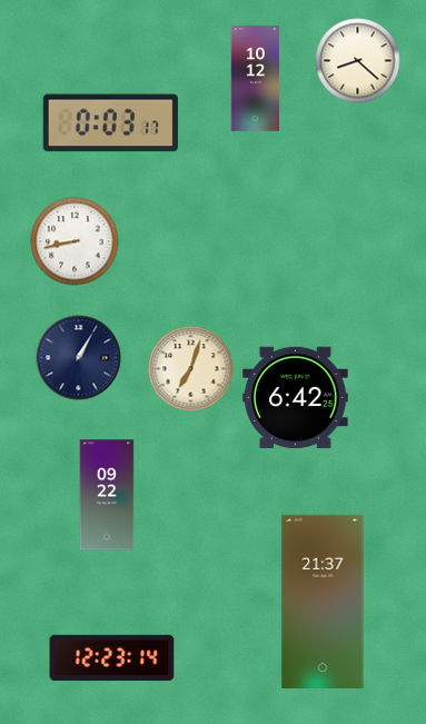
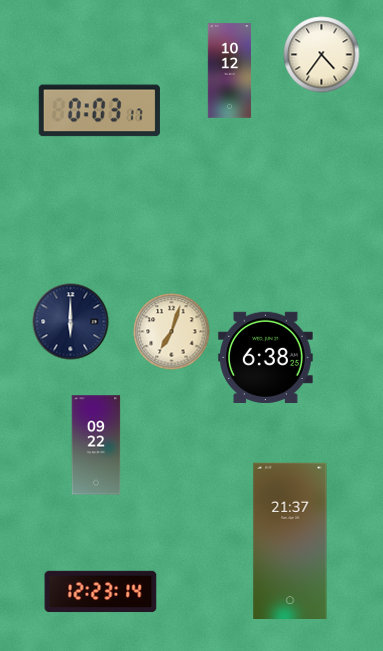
clock at (358, 61): 8:22 -> 4:36
clock at (75, 241): 8:43 -> none
clock at (79, 358): 1:05 -> 6:00
clock at (296, 397): 6:42 -> 6:38
